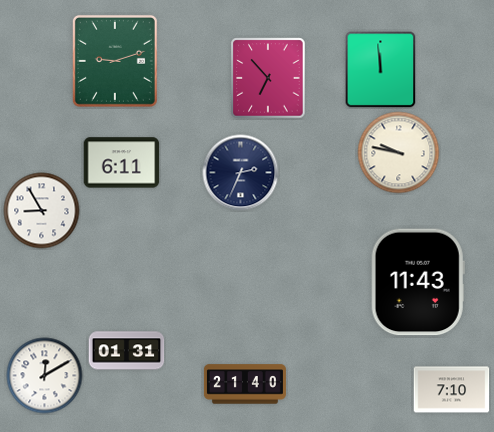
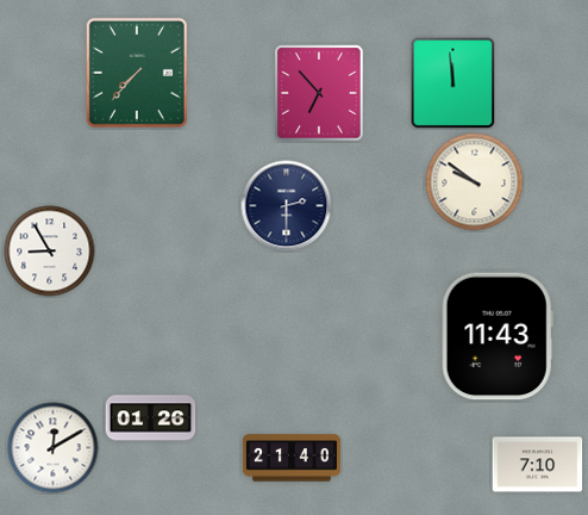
clock at (115, 61): 9:12 -> 7:37
clock at (399, 153): 9:47 -> 9:51
clock at (122, 163): 6:11 -> none
clock at (241, 173): 2:34 -> 2:30
clock at (127, 351): 01:31 -> 01:26
